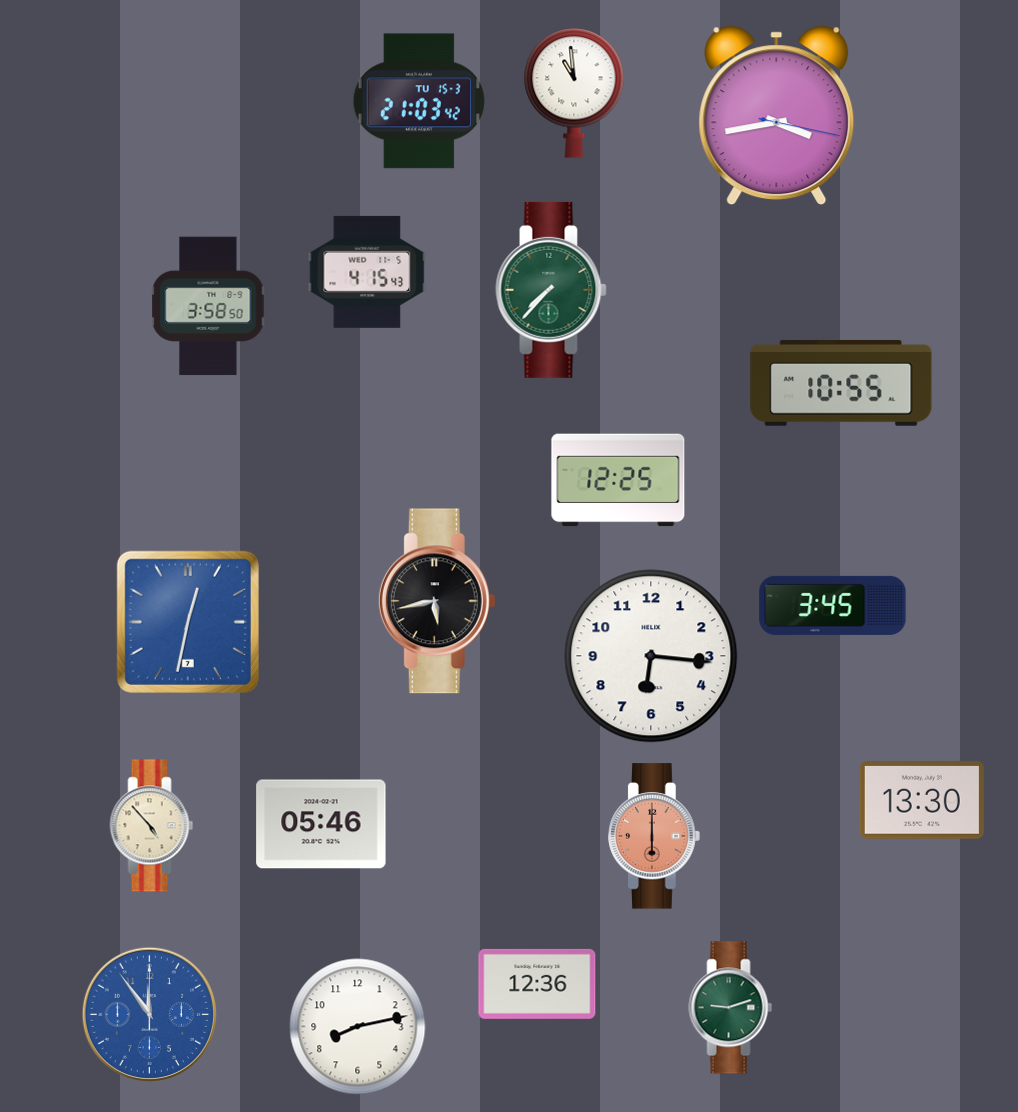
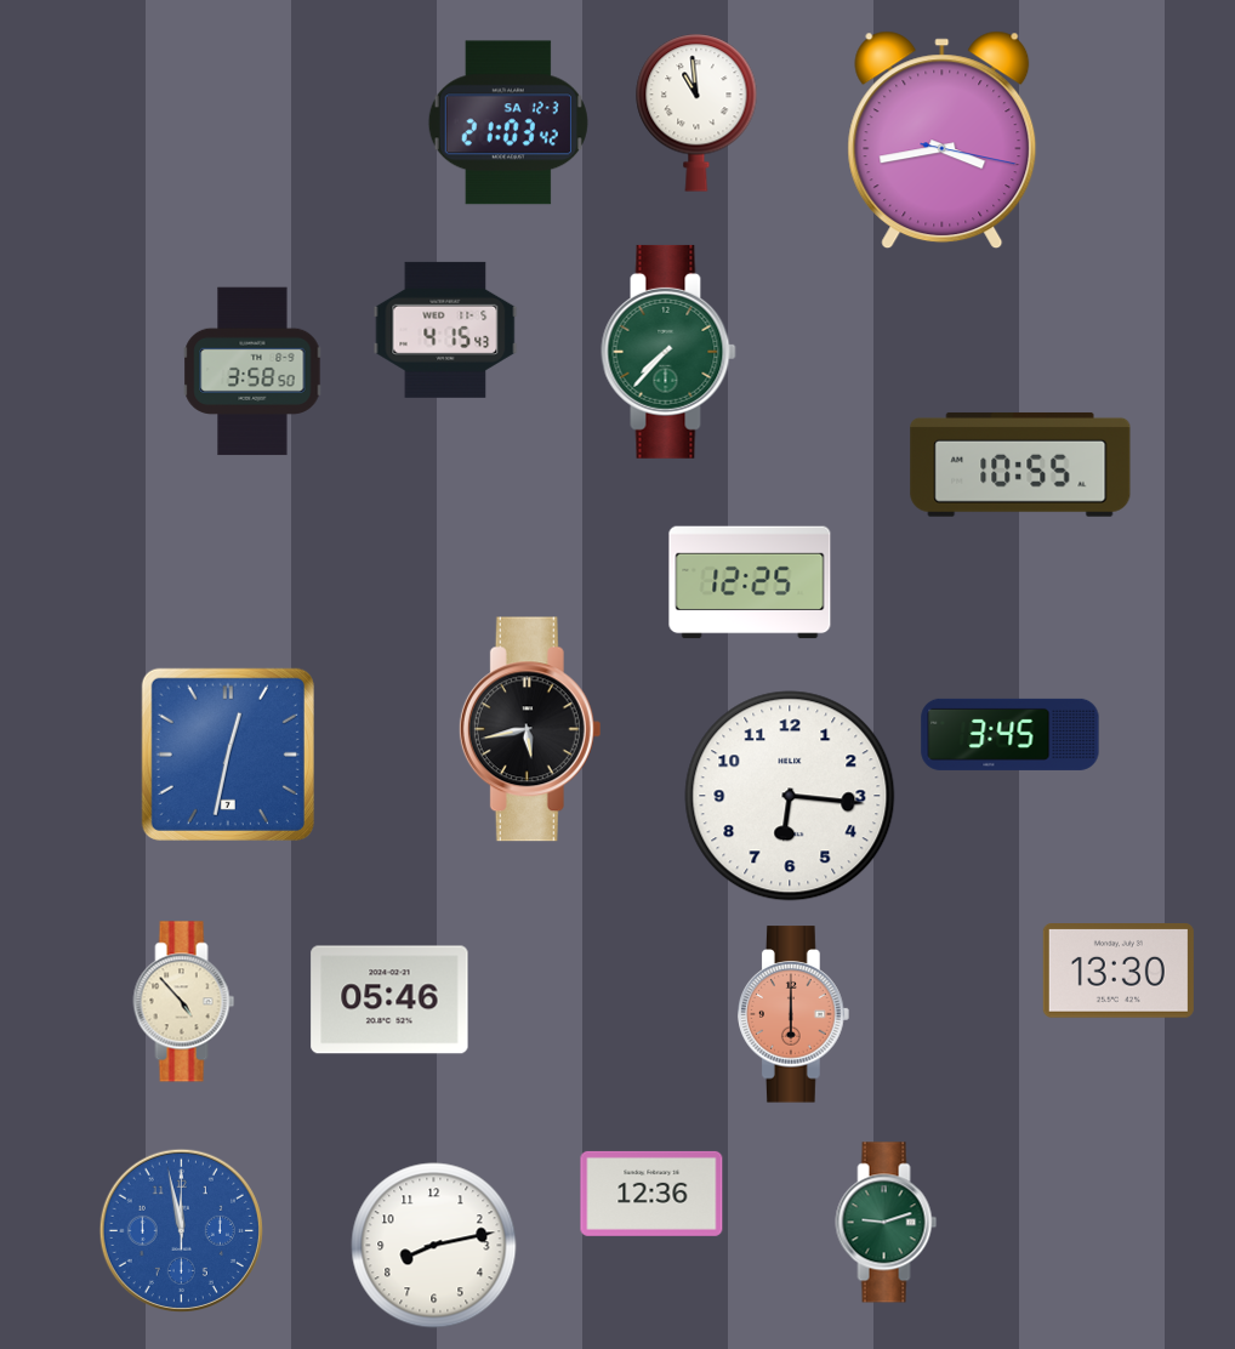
clock at (419, 101) date: TU 15-3 -> SA 12-3
clock at (149, 1014): 11:54 -> 11:58
